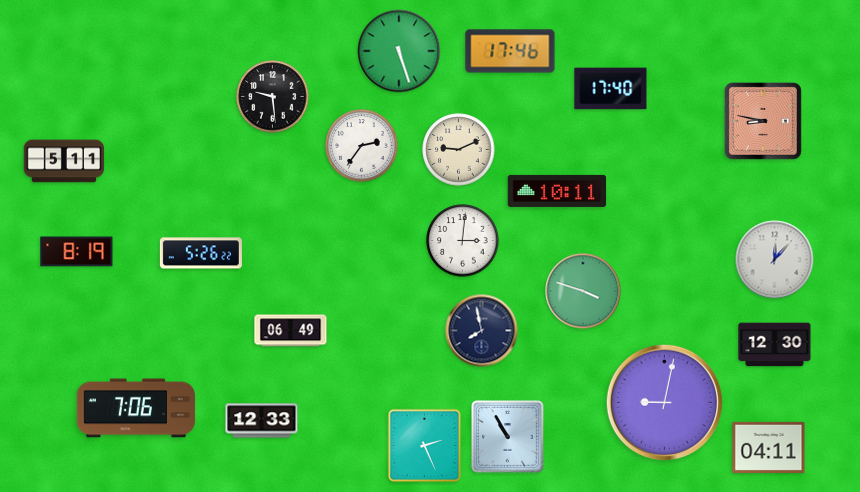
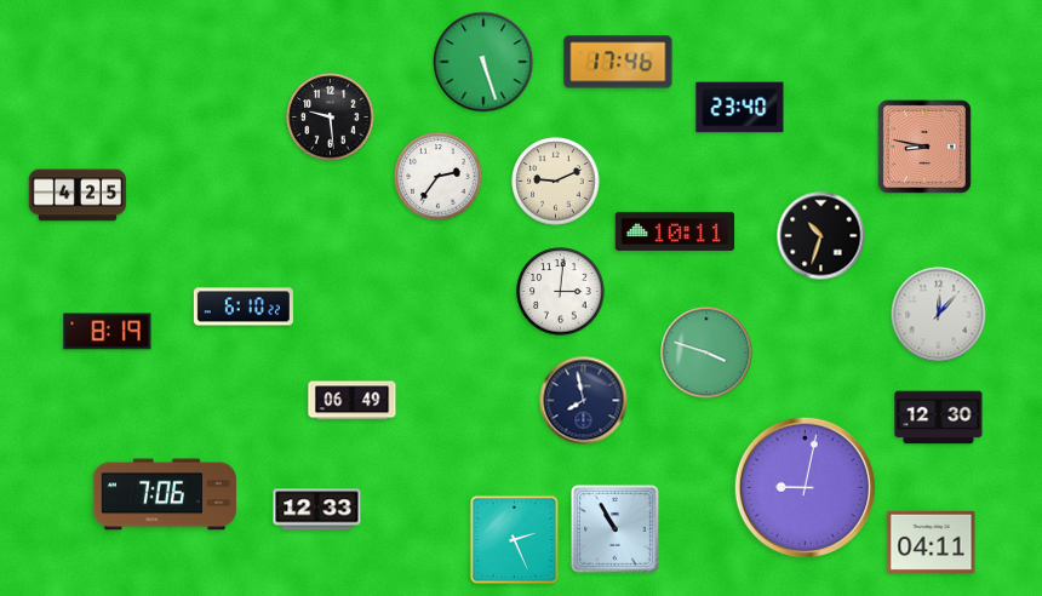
clock at (611, 89): 17:40 -> 23:40
clock at (64, 161): 5:11 -> 4:25
clock at (821, 236): none -> 10:33
clock at (77, 252) position: (77, 252) -> (108, 332)
clock at (201, 253): 5:26 -> 6:10
